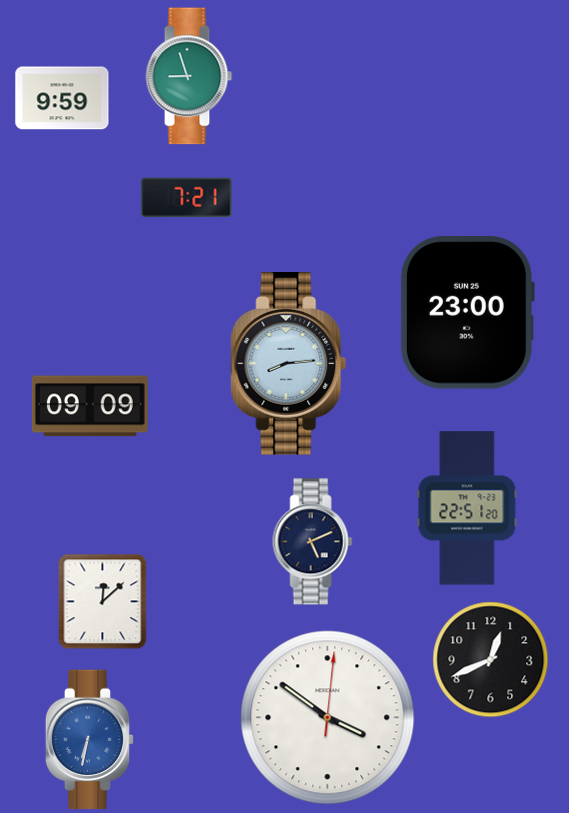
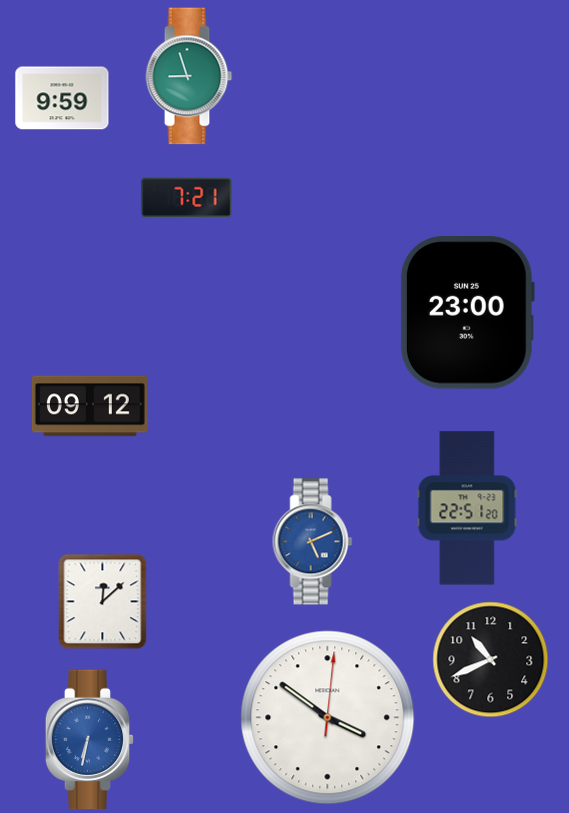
clock at (289, 364): 8:14 -> none
clock at (90, 406): 09:09 -> 09:12
clock at (313, 542) dial: navy -> blue
clock at (491, 660): 12:41 -> 10:41
